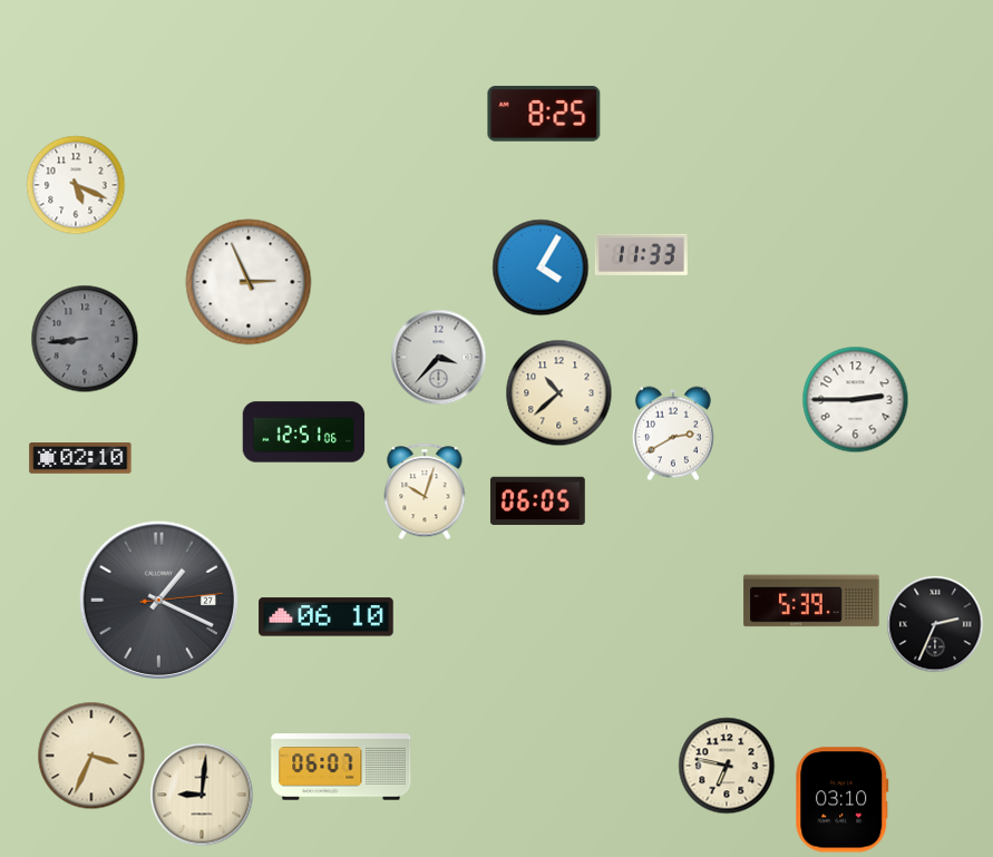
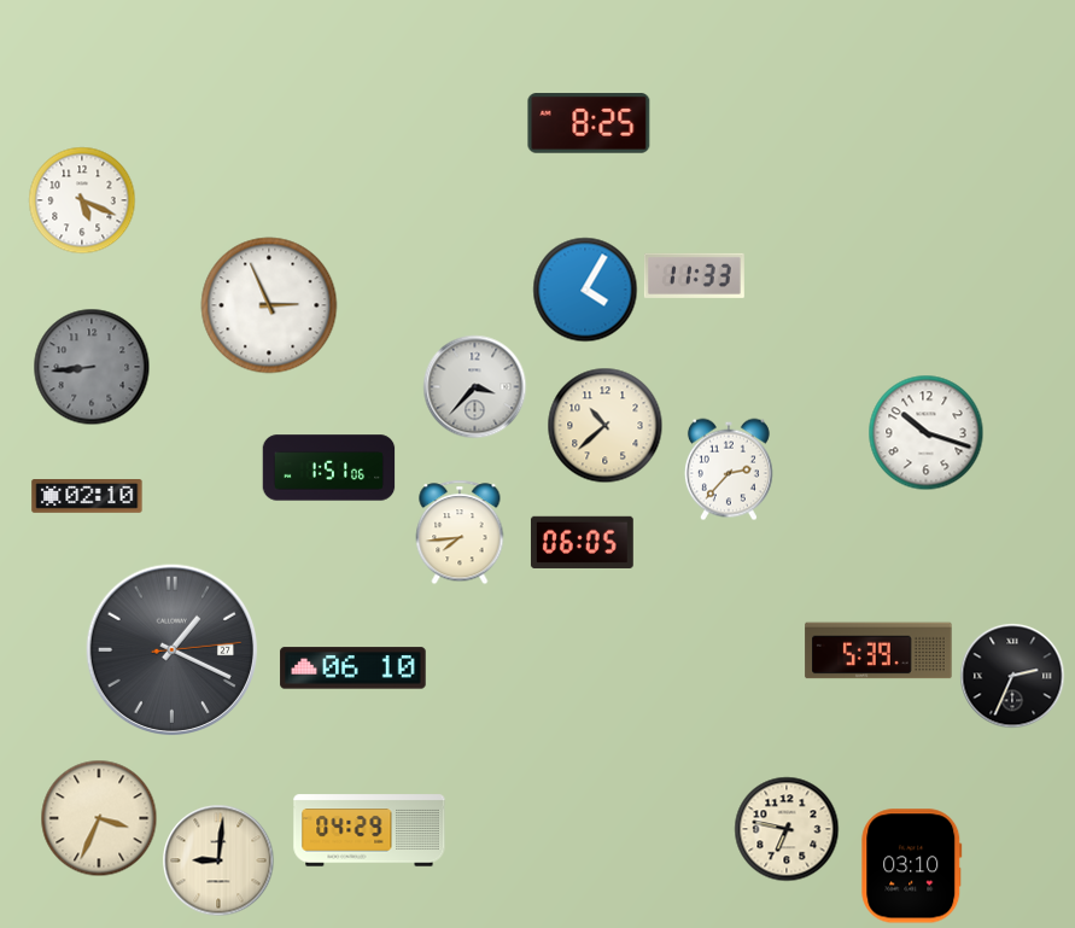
clock at (856, 400): 2:45 -> 10:18
clock at (304, 432): 12:51 -> 1:51
clock at (673, 434): 2:40 -> 2:37
clock at (425, 491): 10:03 -> 7:44
clock at (341, 767): 06:07 -> 04:29
